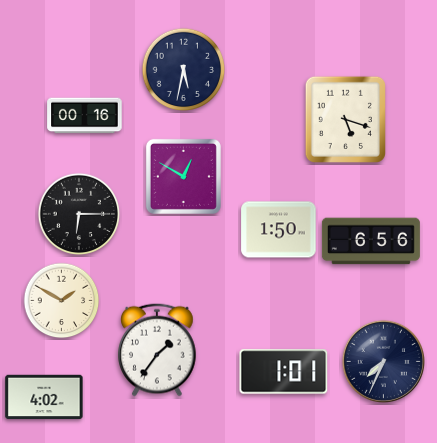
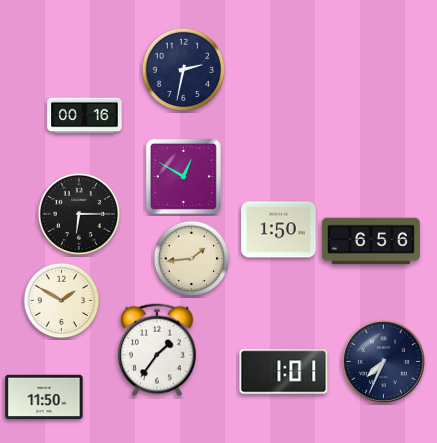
clock at (184, 70): 5:32 -> 2:32
clock at (345, 119): 5:18 -> none
clock at (192, 259): none -> 1:44
clock at (44, 397): 4:02 -> 11:50
